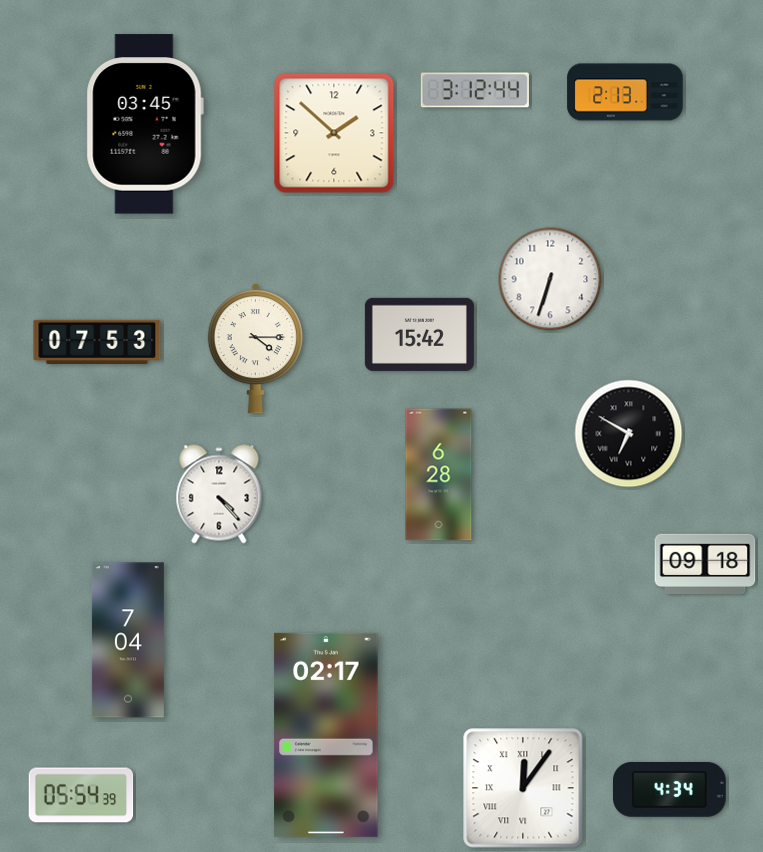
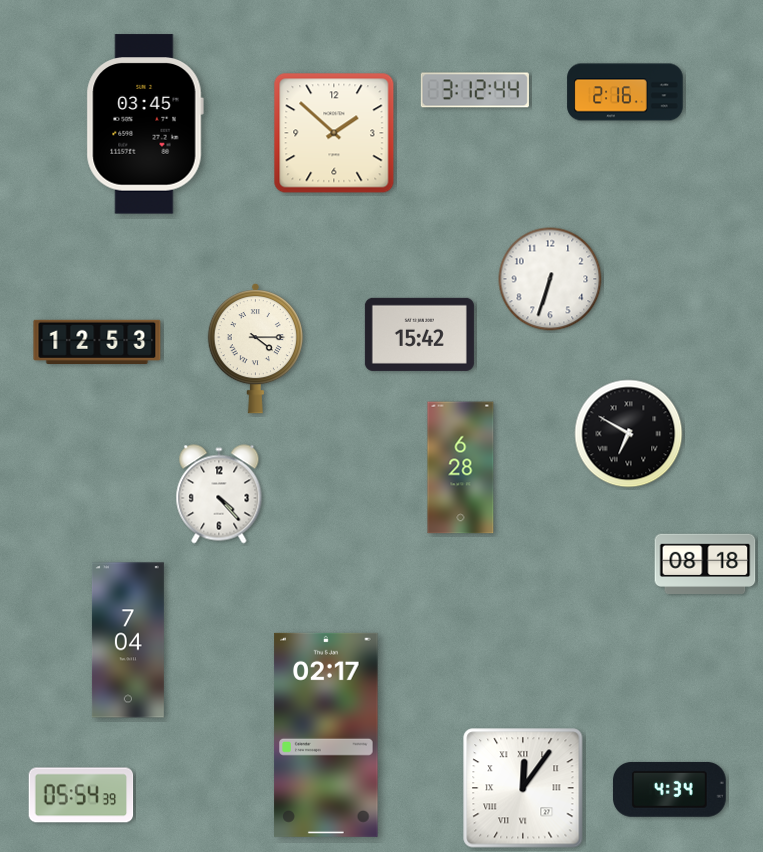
clock at (625, 92): 2:13 -> 2:16
clock at (97, 341): 07:53 -> 12:53
clock at (439, 475) position: (439, 475) -> (461, 468)
clock at (705, 564): 09:18 -> 08:18
